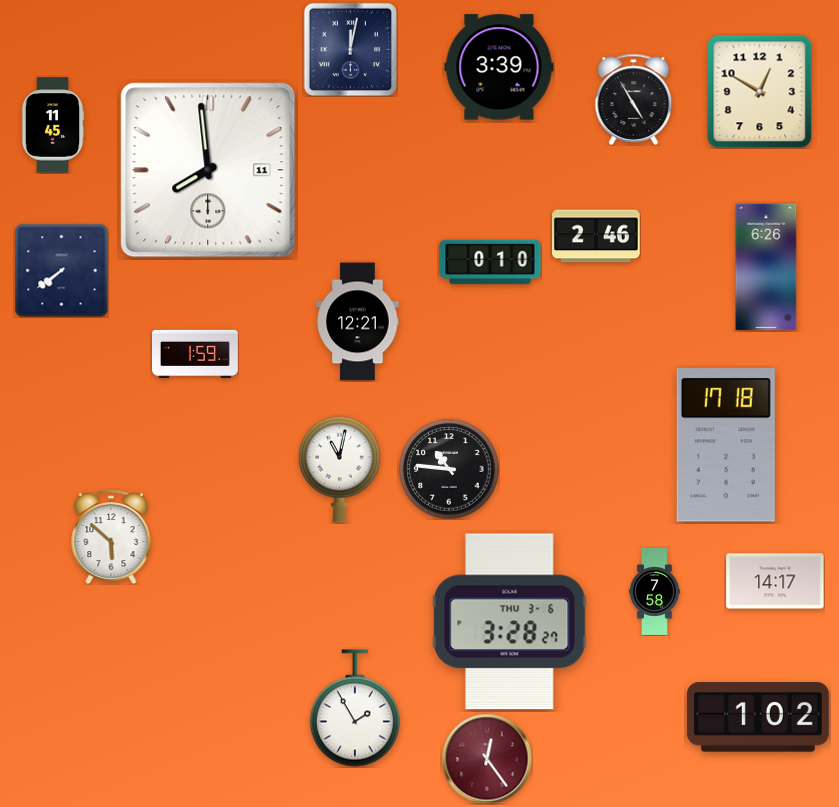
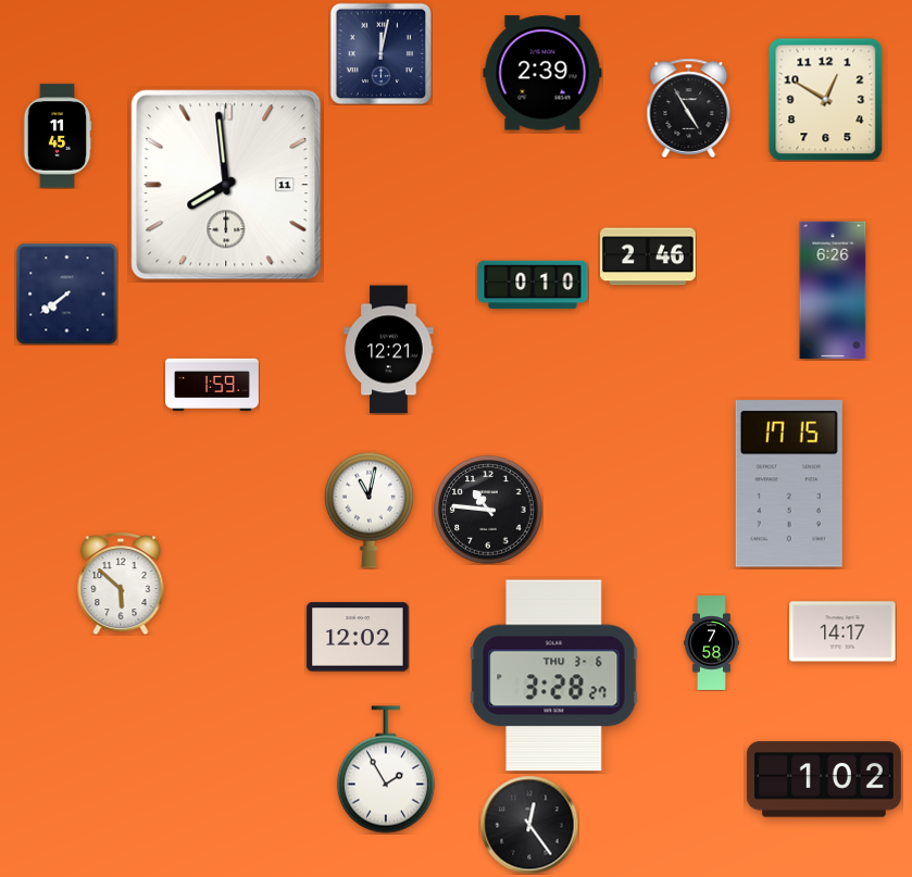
clock at (499, 67): 3:39 -> 2:39
clock at (726, 445): 17:18 -> 17:15
clock at (358, 637): none -> 12:02
clock at (487, 759) dial: burgundy -> black
